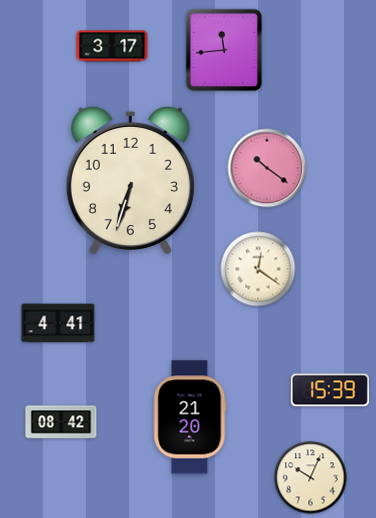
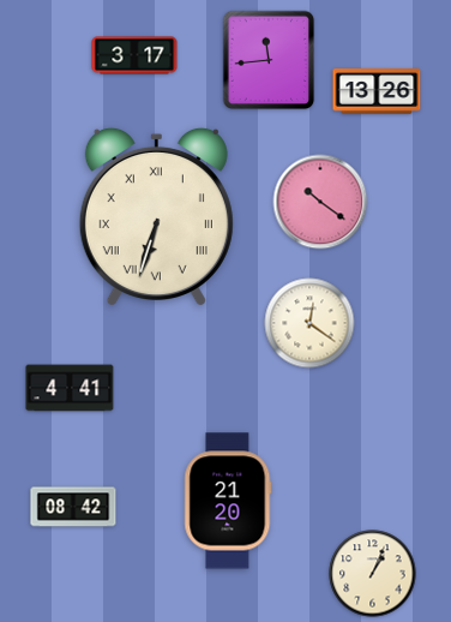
clock at (377, 91): none -> 13:26
clock at (130, 180) numerals: Arabic -> Roman
clock at (330, 390): 15:39 -> none
clock at (311, 478): 10:04 -> 1:04
